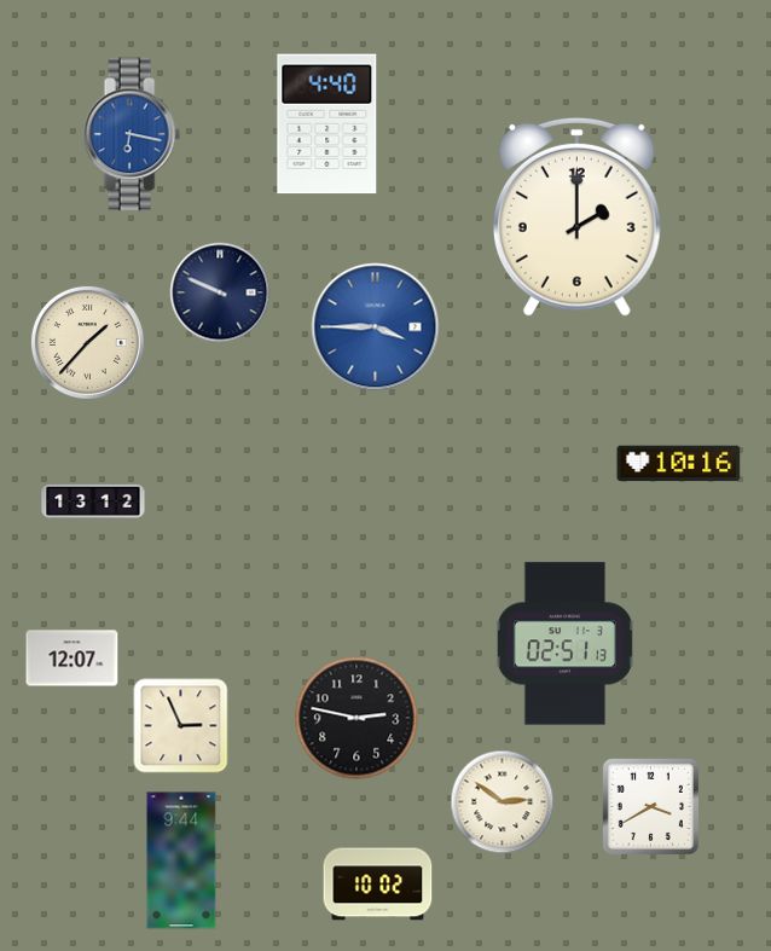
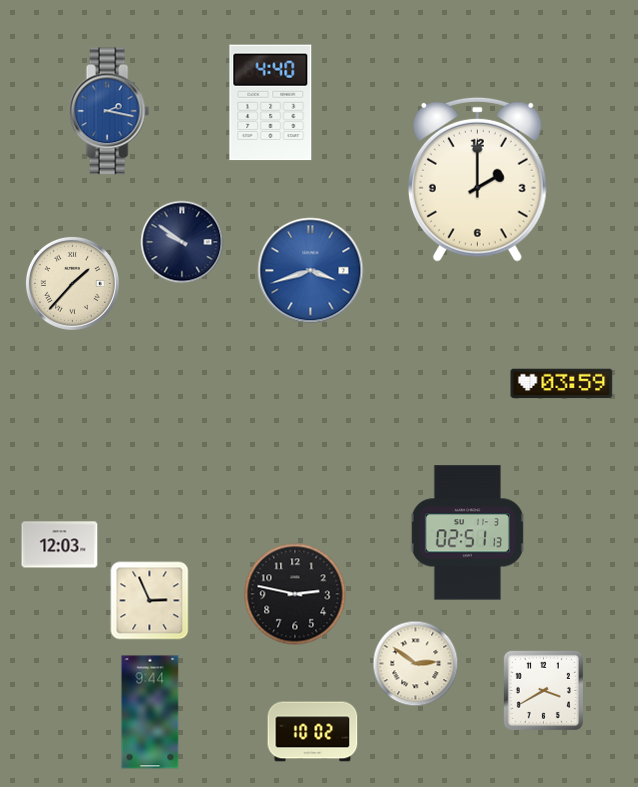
clock at (132, 134): 6:17 -> 2:17
clock at (220, 292): 9:49 -> 9:51
clock at (376, 327): 3:45 -> 3:42
clock at (679, 464): 10:16 -> 03:59
clock at (93, 500): 13:12 -> none
clock at (73, 659): 12:07 -> 12:03
clock at (650, 806) position: (650, 806) -> (543, 690)
